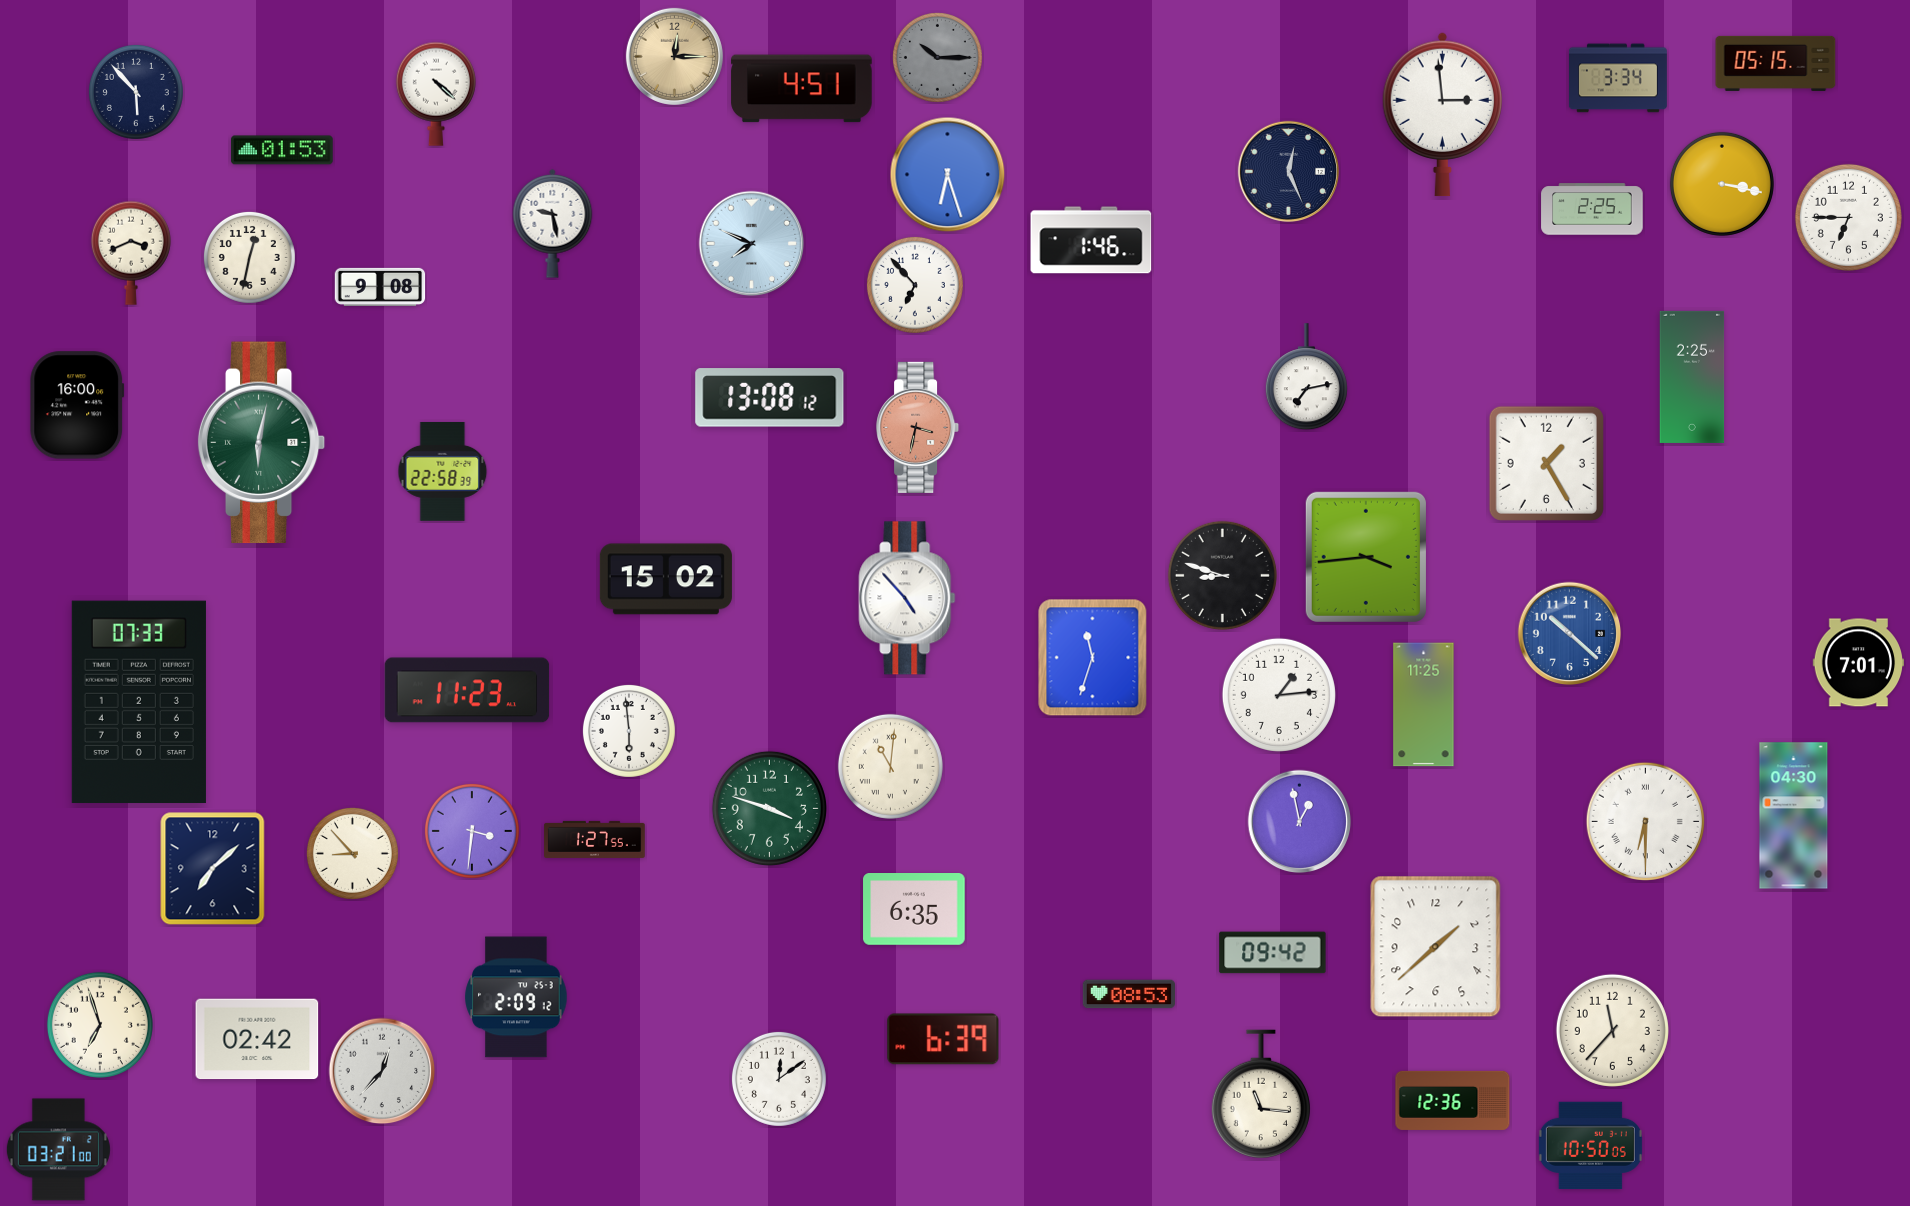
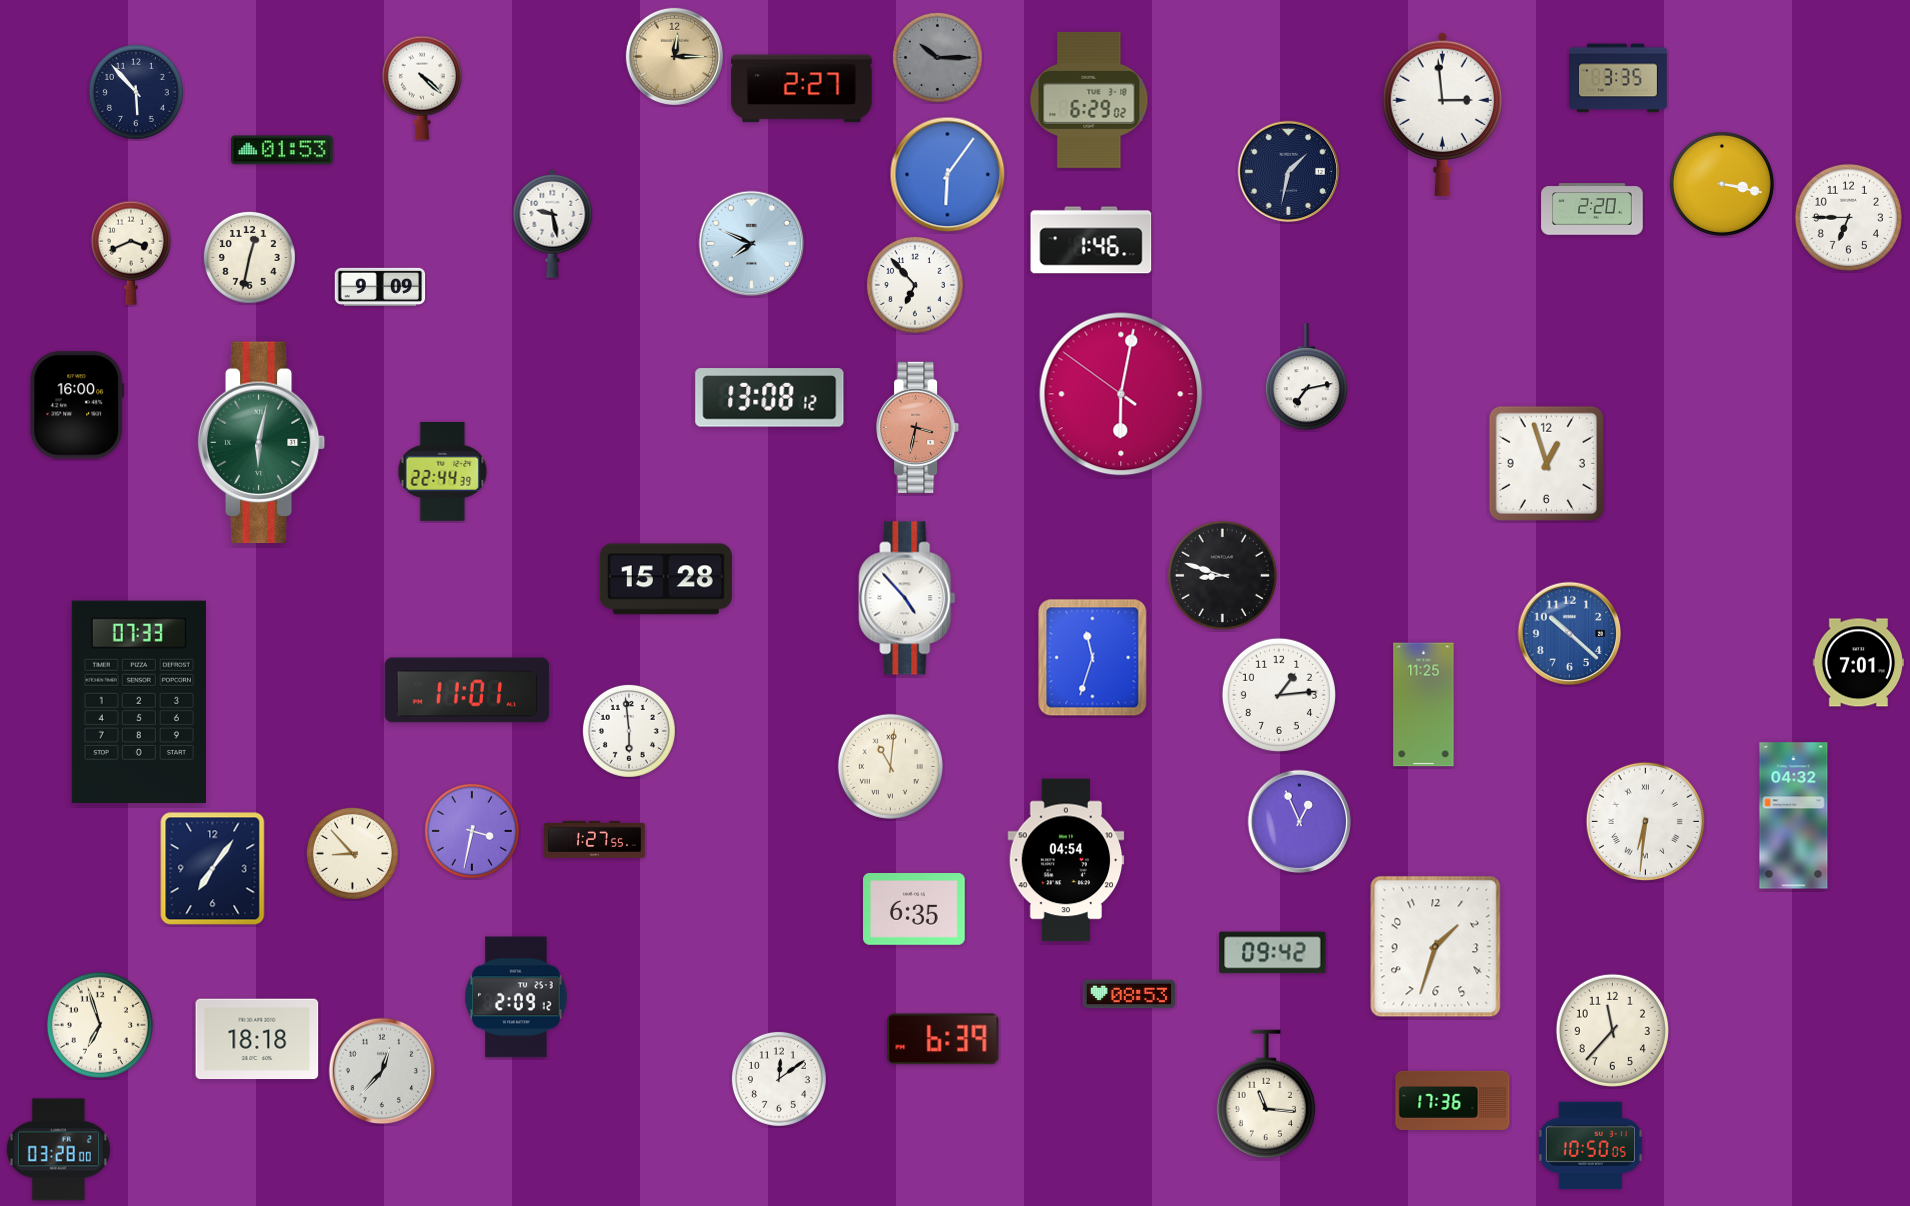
clock at (1776, 63): 05:15 -> none
clock at (1618, 78): 3:34 -> 3:35
clock at (802, 89): 4:51 -> 2:27
clock at (436, 94) position: (436, 94) -> (422, 88)
clock at (1089, 100): none -> 6:29
clock at (1289, 172): 12:26 -> 1:32
clock at (948, 175): 6:27 -> 6:06
clock at (1592, 209): 2:25 -> 2:20
clock at (380, 287): 9:08 -> 9:09
clock at (1692, 377): 2:25 -> none
clock at (1121, 394): none -> 6:01
clock at (1546, 463): 1:25 -> 12:57
clock at (443, 471): 22:58 -> 22:44
clock at (1366, 557): 3:44 -> none
clock at (666, 579): 15:02 -> 15:28
clock at (467, 690): 11:23 -> 11:01
clock at (769, 808): 3:48 -> none
clock at (1794, 816): 04:30 -> 04:32
clock at (1645, 821): 6:30 -> 6:31
clock at (1300, 822): 12:58 -> 12:56
clock at (472, 831): 3:31 -> 3:32
clock at (1066, 860): none -> 04:54
clock at (213, 869): 7:08 -> 7:06
clock at (1436, 947): 1:38 -> 1:33
clock at (257, 1039): 02:42 -> 18:18
clock at (1261, 1094) position: (1261, 1094) -> (1266, 1094)
clock at (1453, 1100): 12:36 -> 17:36
clock at (58, 1150): 03:21 -> 03:28
